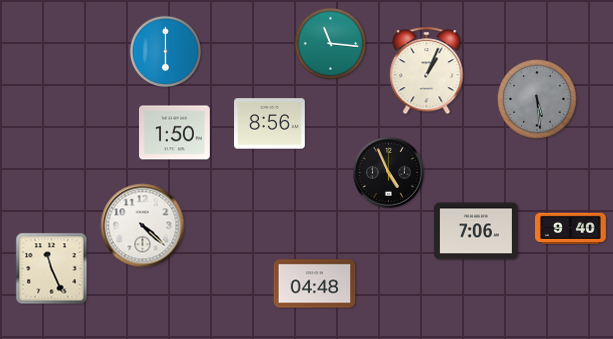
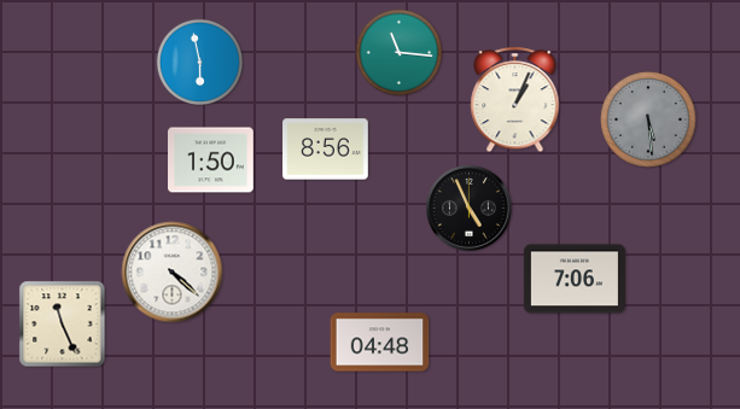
clock at (166, 52): 6:00 -> 5:58
clock at (427, 71) position: (427, 71) -> (515, 100)
clock at (571, 228): 9:40 -> none
